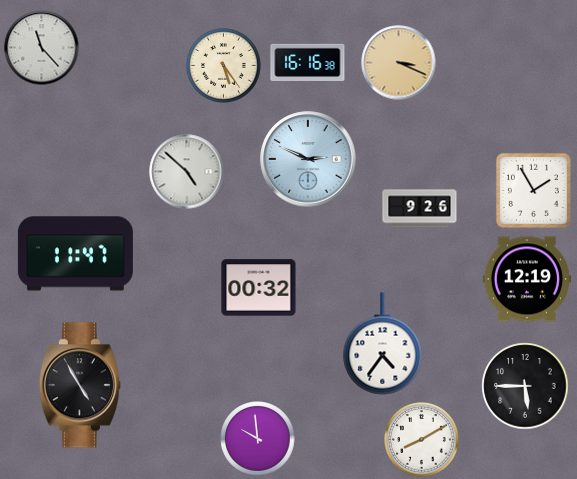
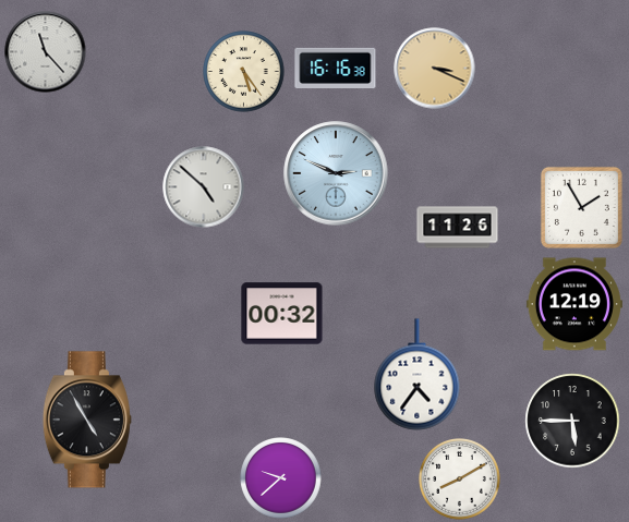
clock at (420, 209): 9:26 -> 11:26
clock at (75, 254): 11:47 -> none
clock at (258, 439): 9:59 -> 9:38
